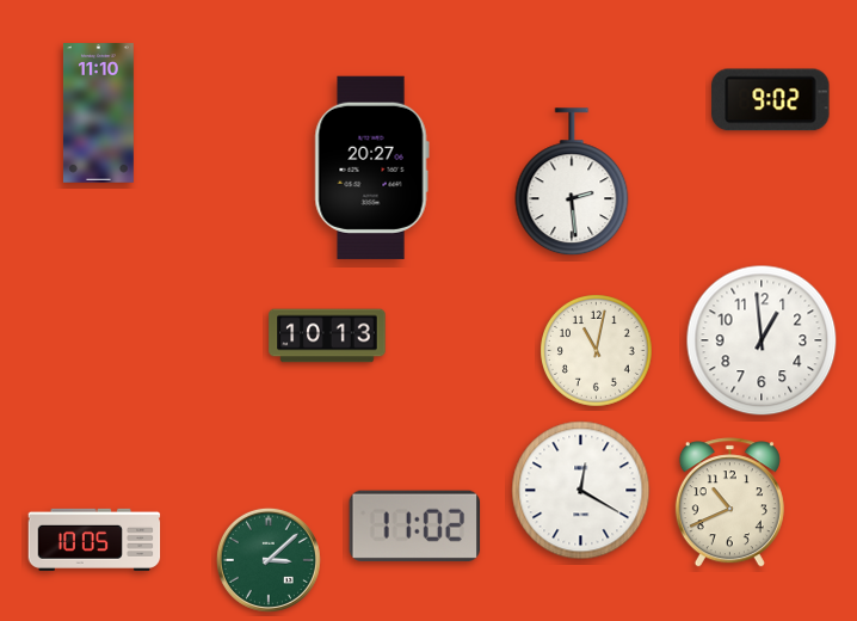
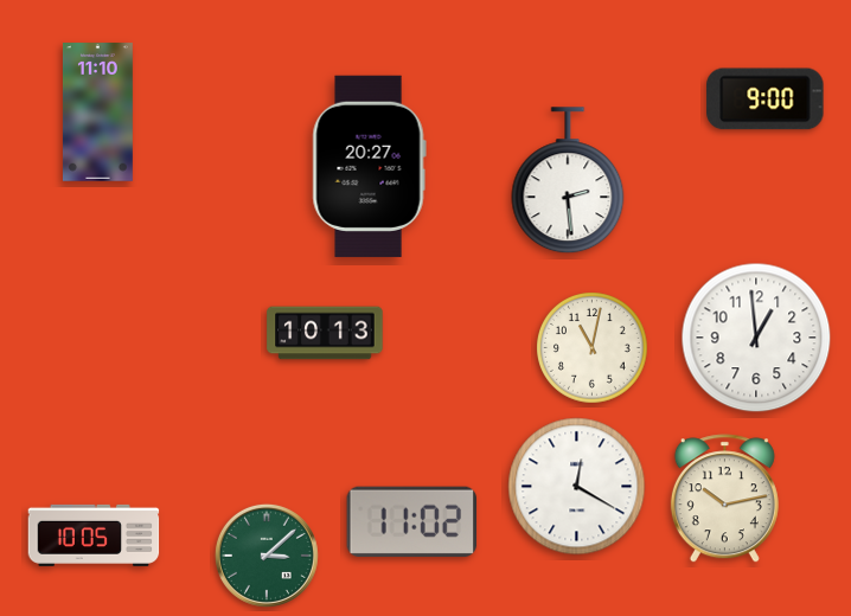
clock at (771, 100): 9:02 -> 9:00
clock at (729, 503): 10:41 -> 10:13
